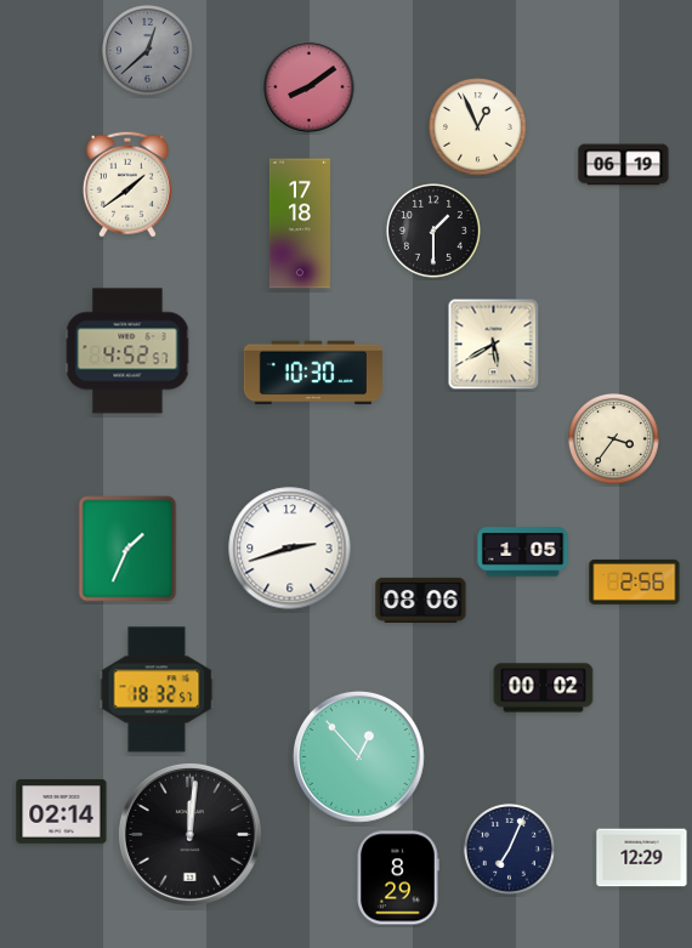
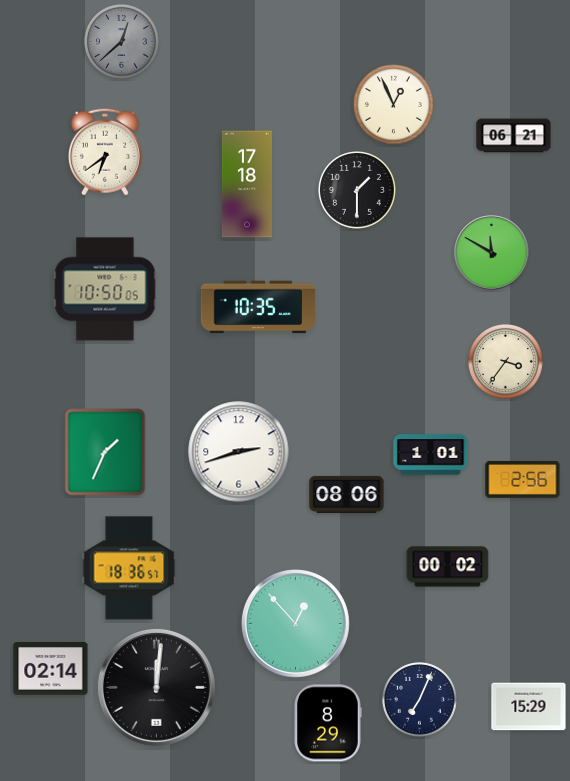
clock at (310, 87): 8:09 -> none
clock at (624, 165): 06:19 -> 06:21
clock at (127, 185): 1:39 -> 6:39
clock at (492, 253): none -> 11:50
clock at (494, 345): 5:40 -> none
clock at (127, 351): 4:52 -> 10:50
clock at (313, 373): 10:30 -> 10:35
clock at (523, 552): 1:05 -> 1:01
clock at (157, 689): 18:32 -> 18:36
clock at (642, 858): 12:29 -> 15:29
